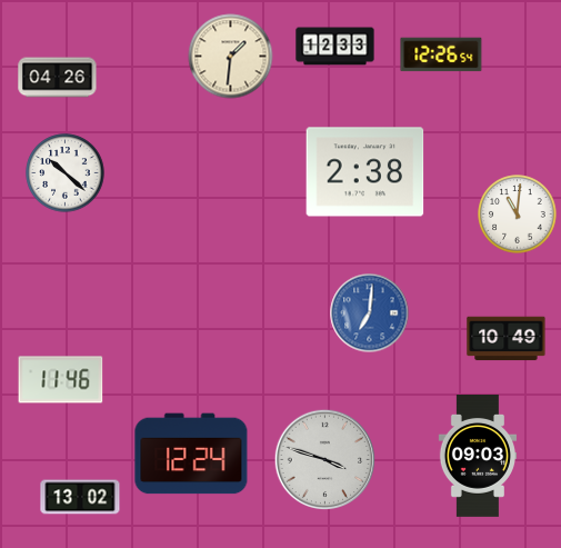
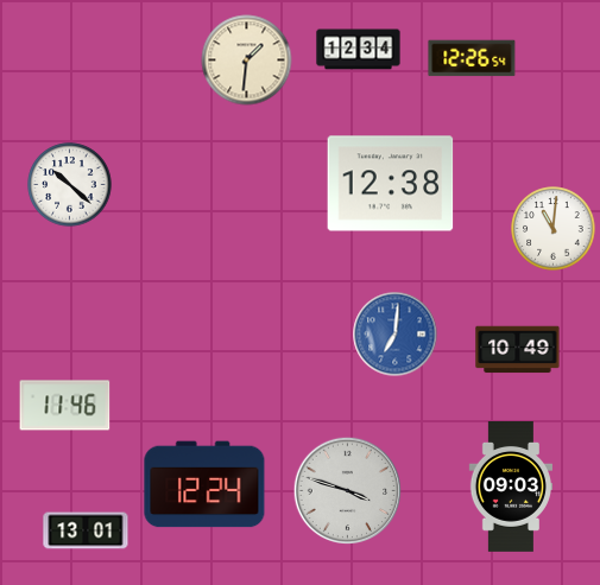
clock at (335, 47): 12:33 -> 12:34
clock at (58, 78): 04:26 -> none
clock at (365, 172): 2:38 -> 12:38
clock at (507, 339) position: (507, 339) -> (518, 350)
clock at (80, 497): 13:02 -> 13:01
